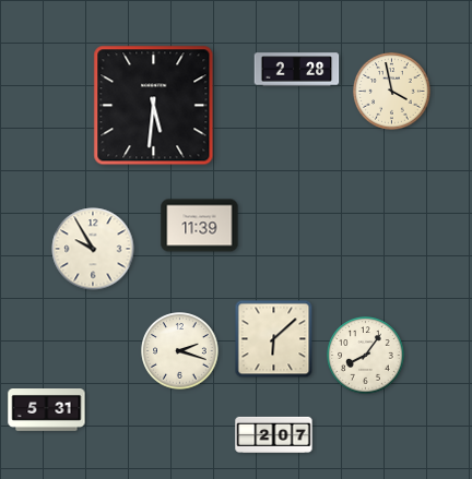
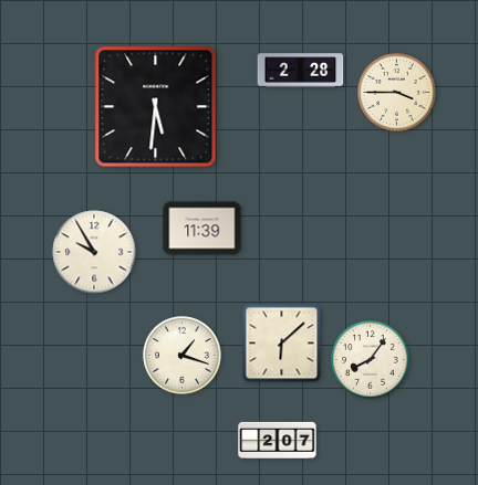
clock at (392, 92): 3:58 -> 3:45
clock at (274, 339) position: (274, 339) -> (282, 344)
clock at (180, 351): 2:18 -> 1:18
clock at (47, 410): 5:31 -> none
